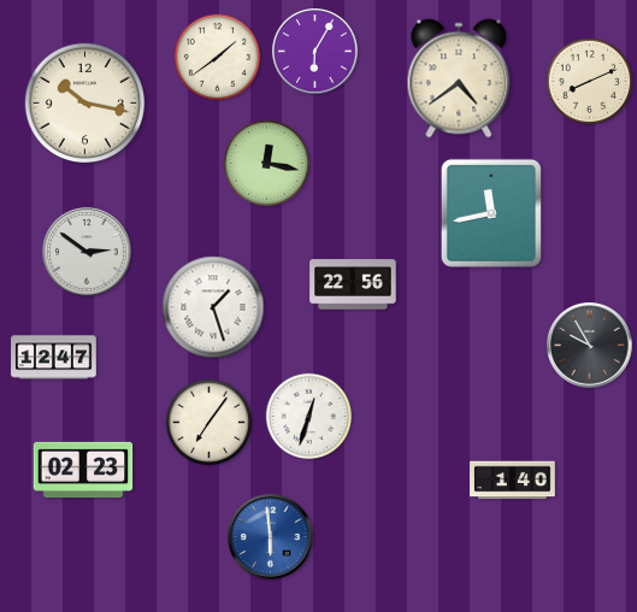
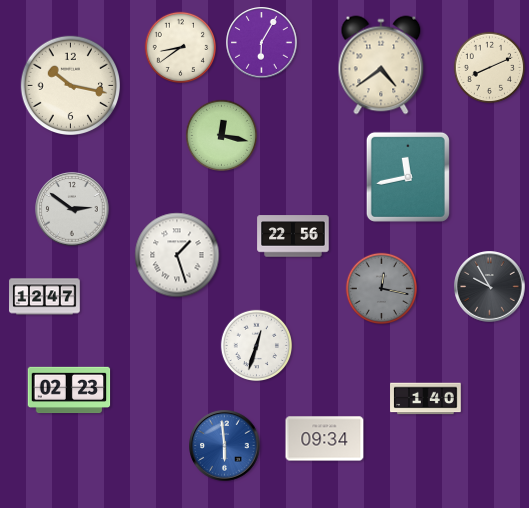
clock at (217, 57): 1:39 -> 8:39
clock at (381, 288): none -> 12:17
clock at (208, 422): 7:06 -> none
clock at (325, 439): none -> 09:34
